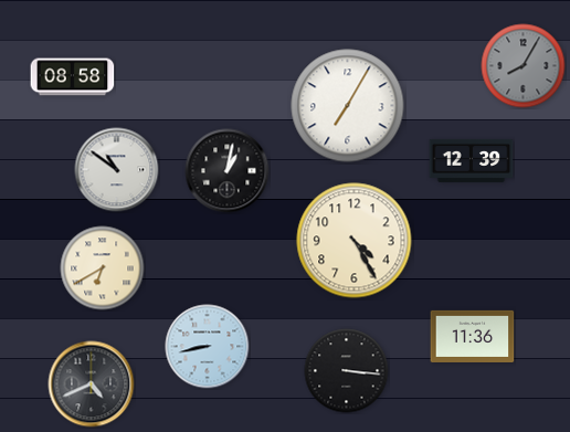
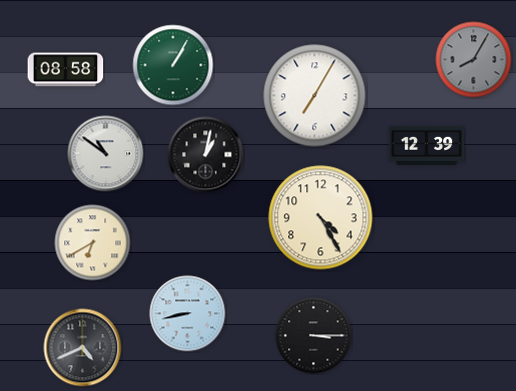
clock at (173, 65): none -> 1:05
clock at (473, 336): 11:36 -> none
clock at (347, 371): 3:16 -> 3:15
